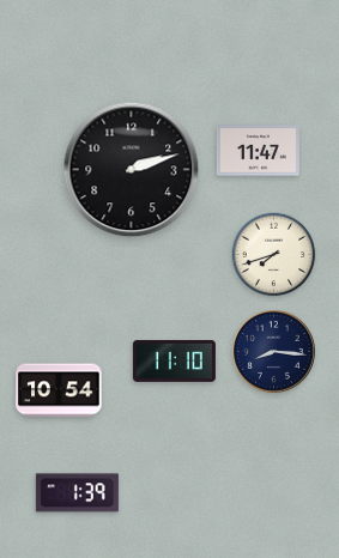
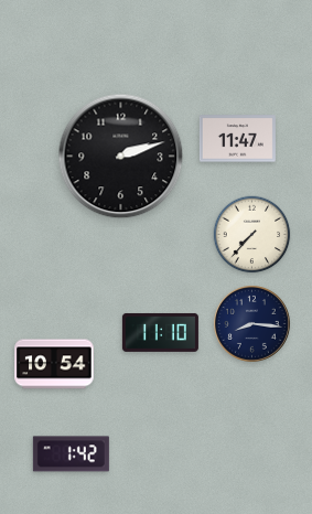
clock at (274, 255): 7:42 -> 7:37
clock at (59, 390) position: (59, 390) -> (54, 364)
clock at (77, 493): 1:39 -> 1:42
